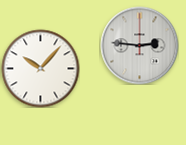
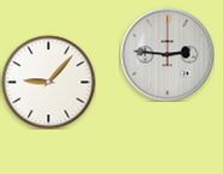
clock at (40, 68): 10:07 -> 9:07
